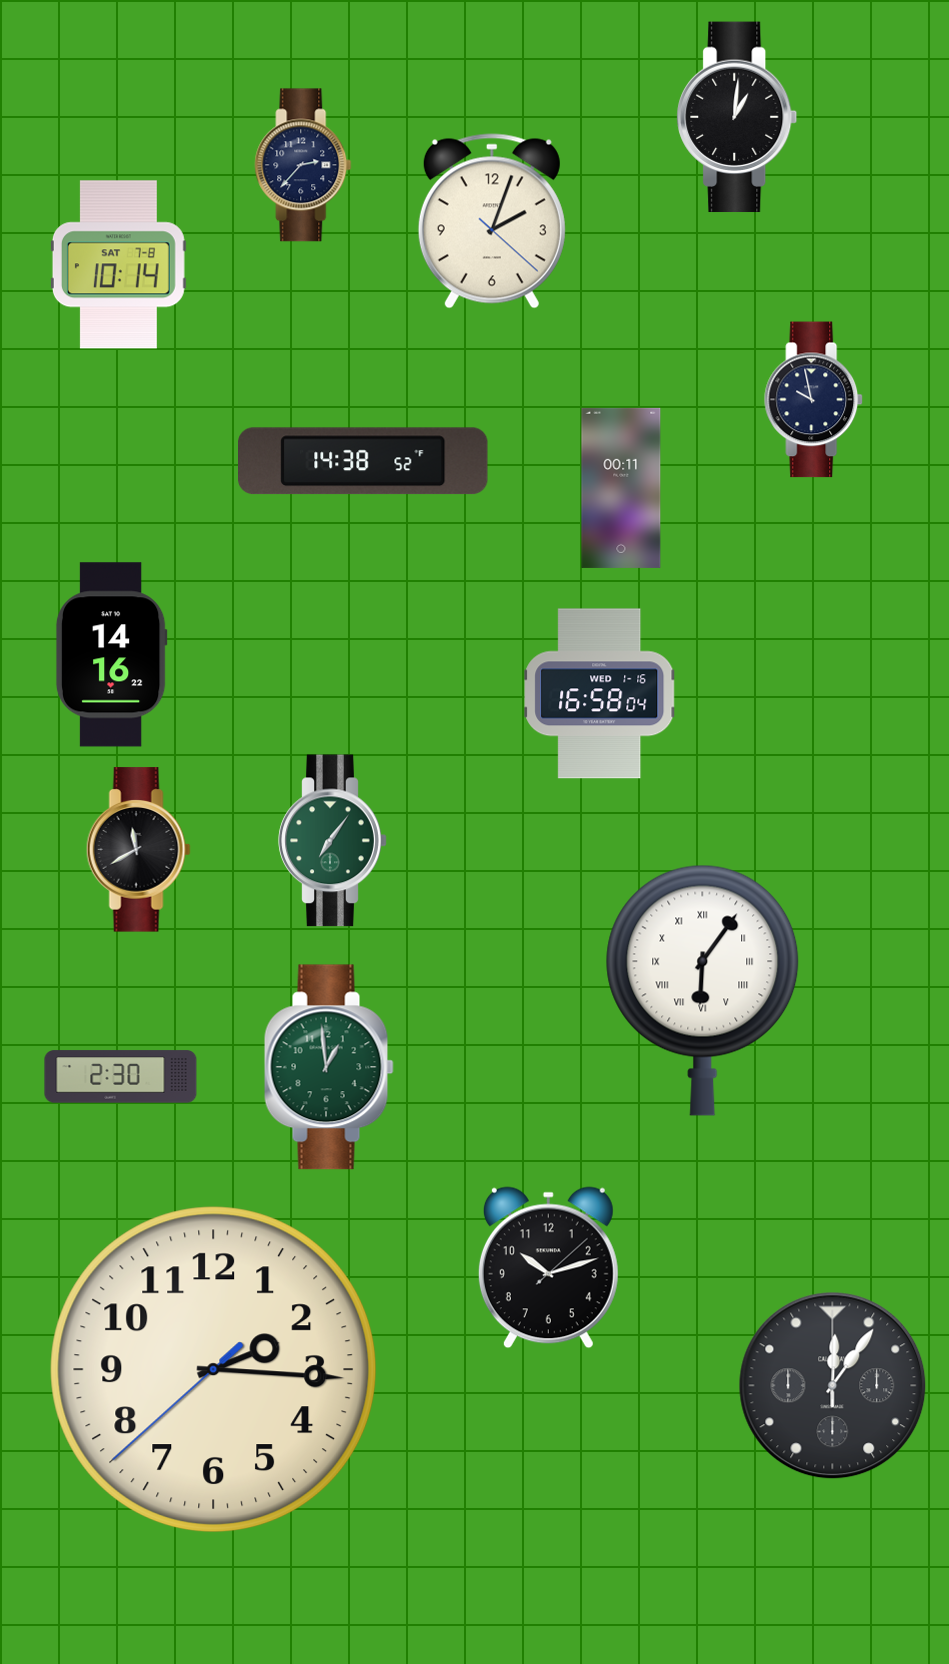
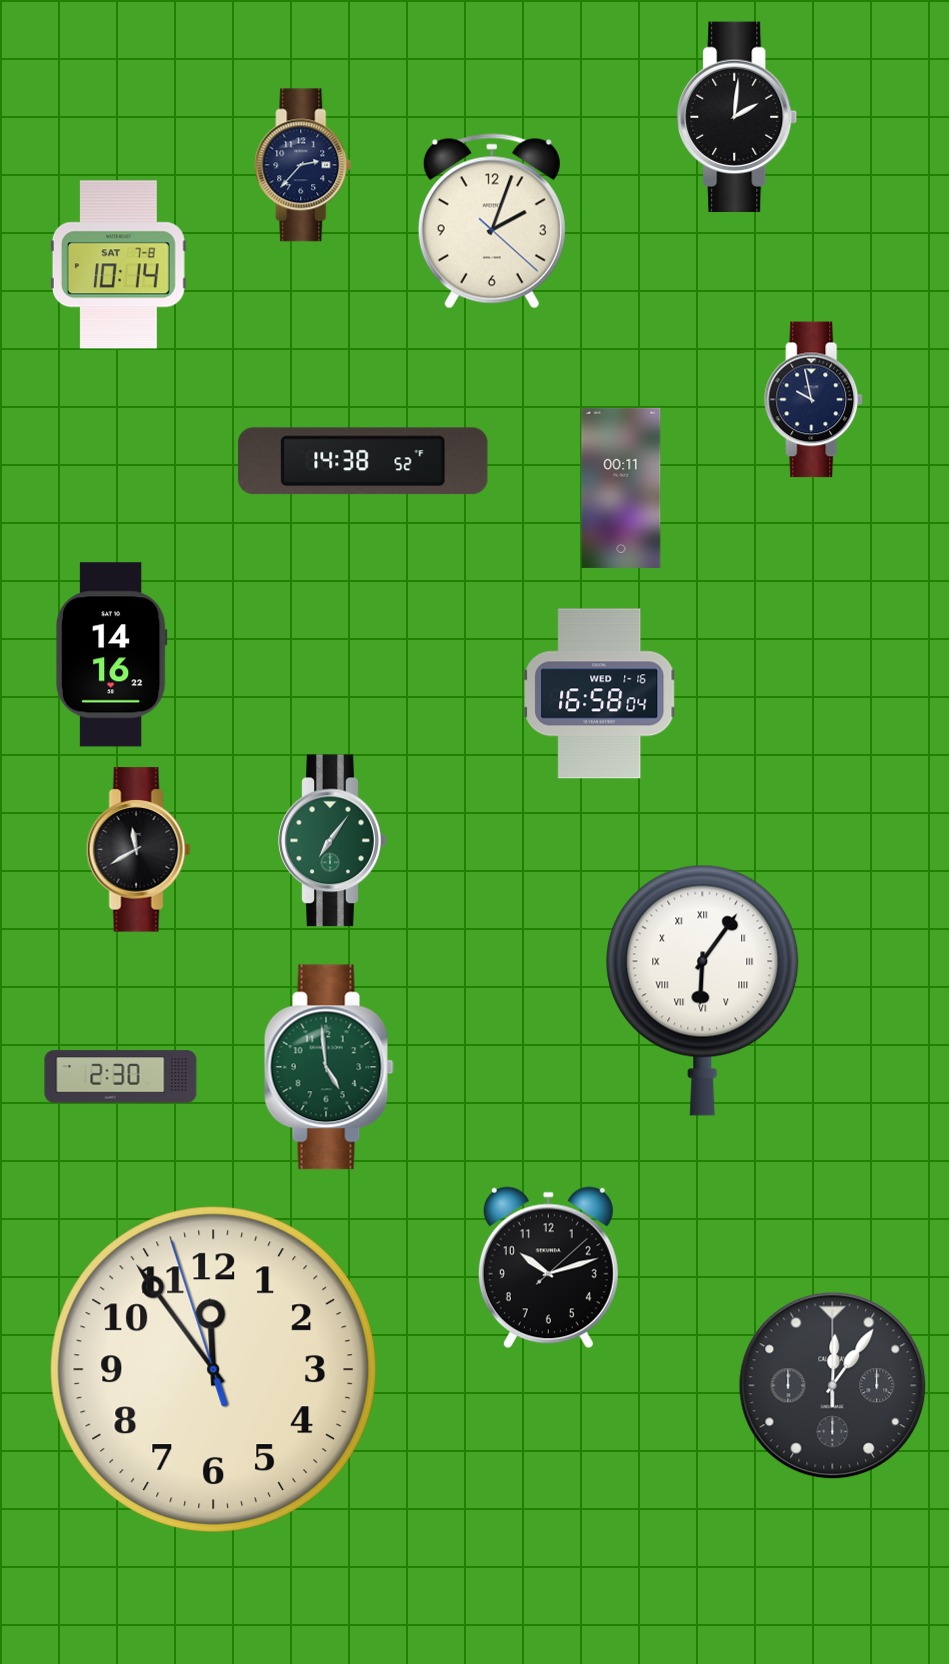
clock at (737, 117): 1:01 -> 2:01
clock at (329, 1067): 12:59 -> 4:59
clock at (214, 1370): 2:15 -> 11:53
